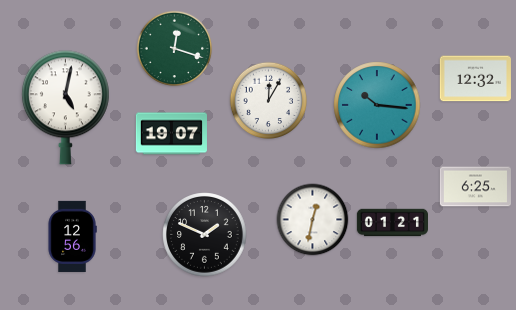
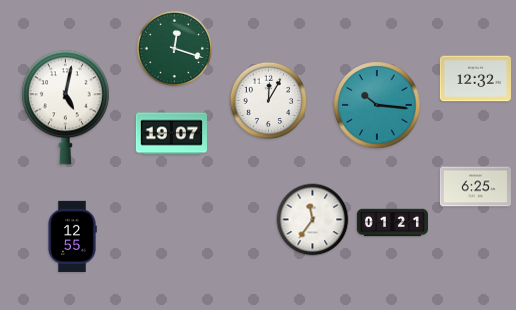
clock at (313, 220): 12:32 -> 11:36
clock at (205, 235): 1:49 -> none
clock at (72, 236): 12:56 -> 12:55
